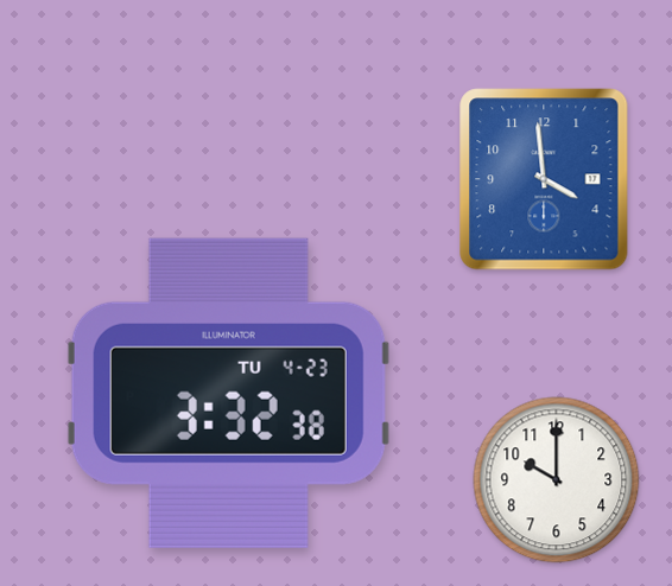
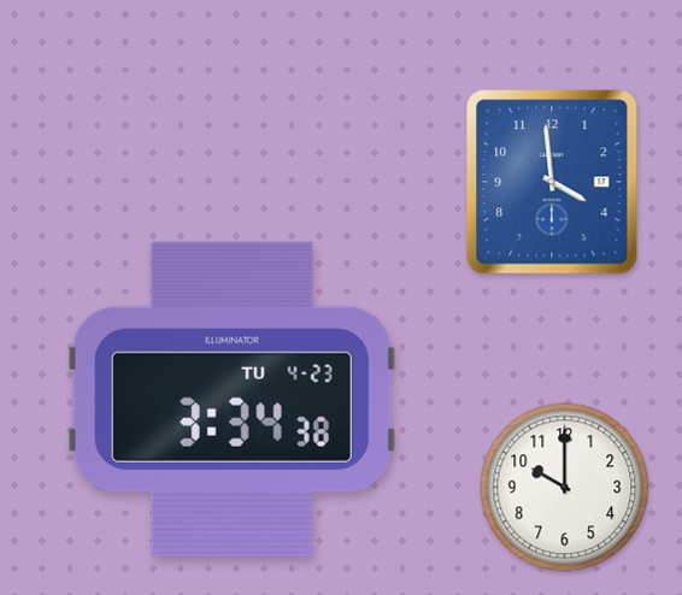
clock at (228, 393): 3:32 -> 3:34
